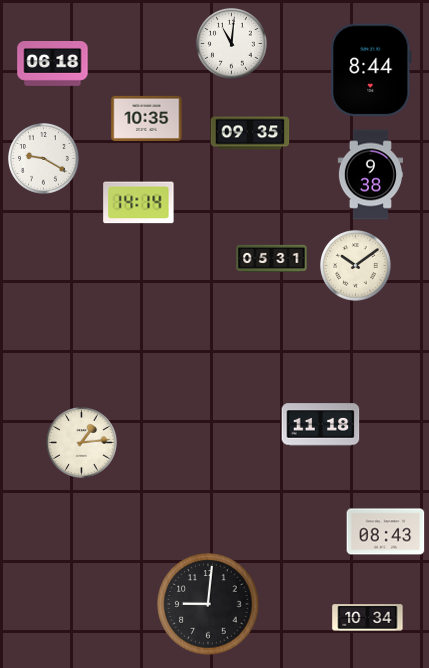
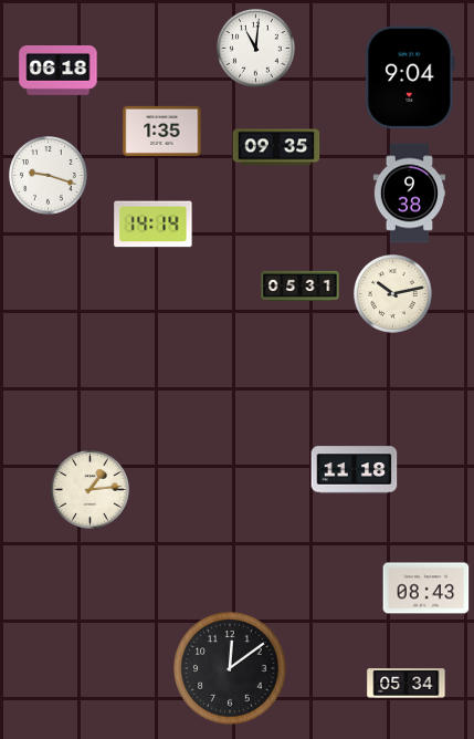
clock at (371, 70): 8:44 -> 9:04
clock at (147, 118): 10:35 -> 1:35
clock at (44, 159): 9:20 -> 9:18
clock at (356, 266): 10:09 -> 10:13
clock at (208, 604): 9:01 -> 12:09
clock at (368, 618): 10:34 -> 05:34
